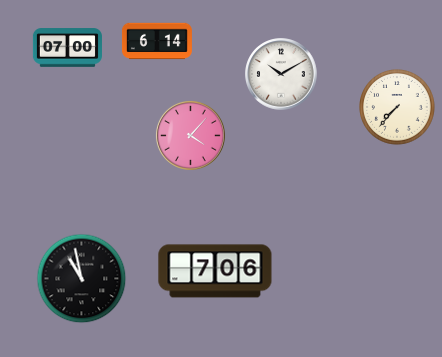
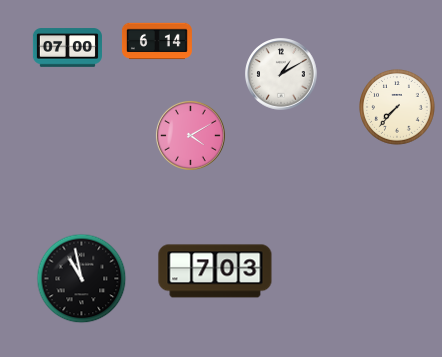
clock at (281, 74): 10:10 -> 1:10
clock at (190, 135): 4:07 -> 4:10
clock at (215, 271): 7:06 -> 7:03
